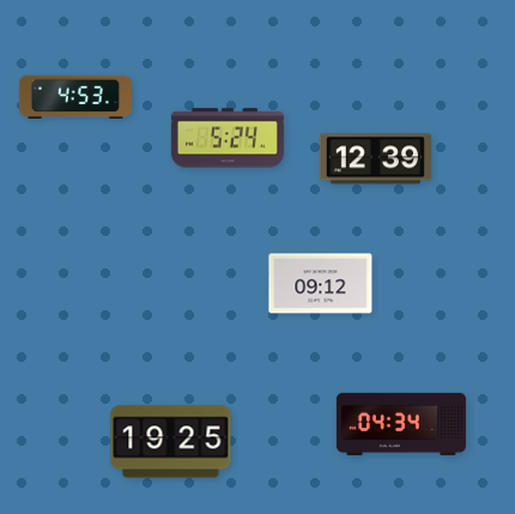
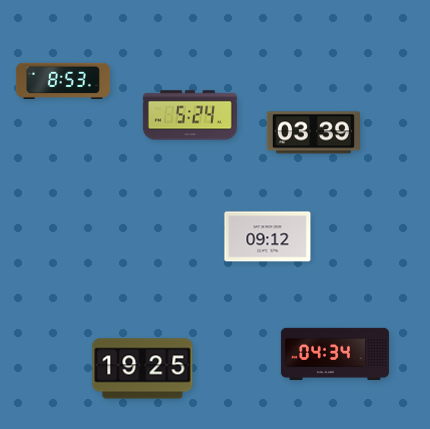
clock at (75, 96): 4:53 -> 8:53
clock at (375, 159): 12:39 -> 03:39
